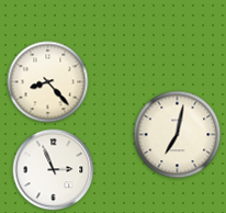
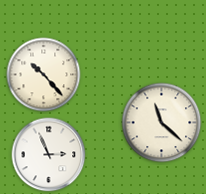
clock at (48, 82): 8:23 -> 10:23
clock at (178, 135): 7:02 -> 11:22
